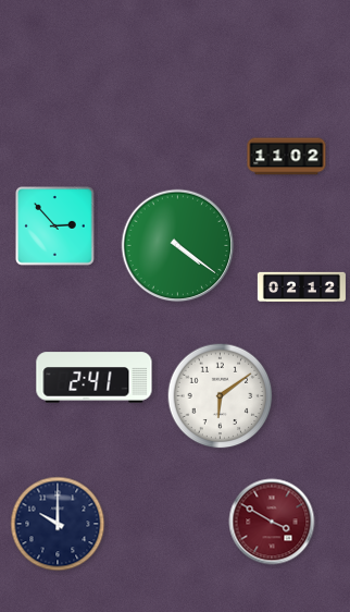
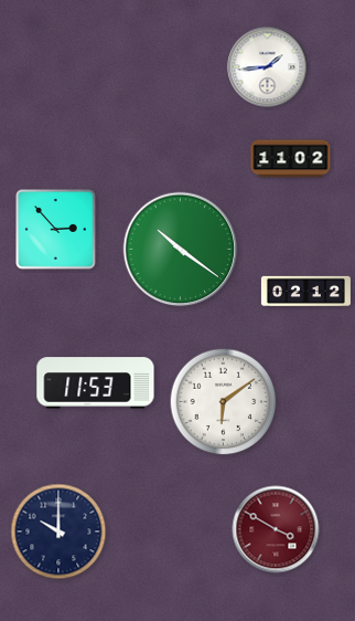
clock at (268, 67): none -> 1:44
clock at (178, 246): 4:21 -> 10:21
clock at (95, 378): 2:41 -> 11:53
